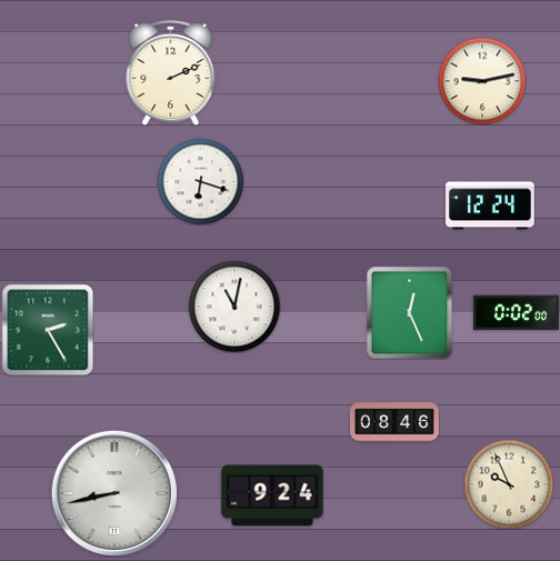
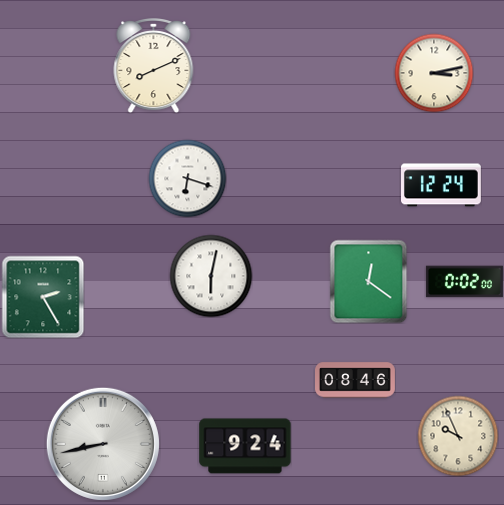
clock at (171, 73): 2:11 -> 8:11
clock at (482, 81): 9:13 -> 3:13
clock at (200, 181) position: (200, 181) -> (187, 178)
clock at (234, 307): 11:02 -> 6:02
clock at (410, 312): 12:26 -> 12:21
